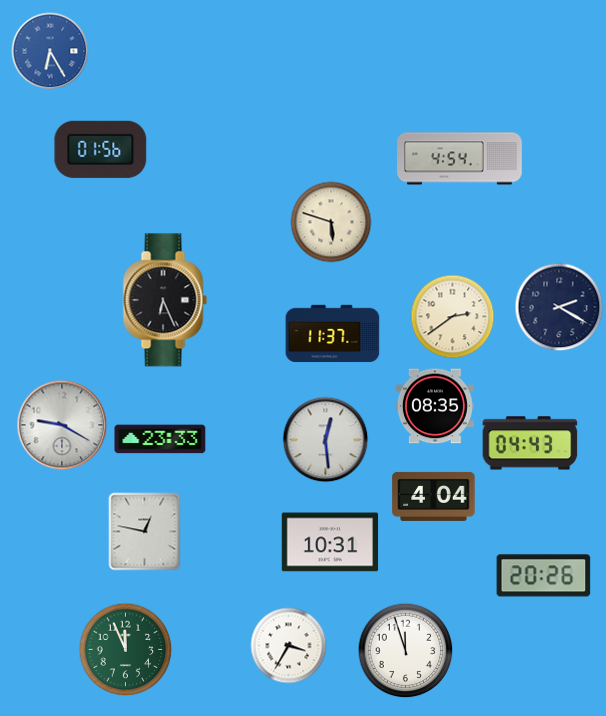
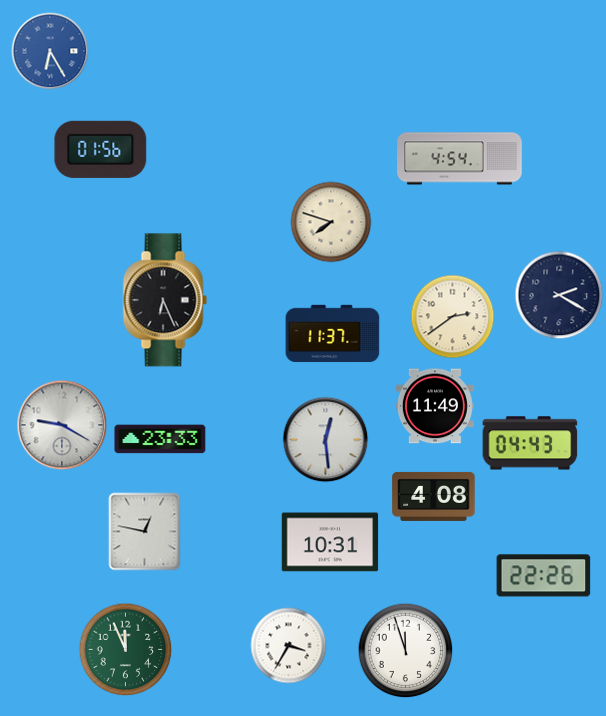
clock at (331, 222): 5:48 -> 7:48
clock at (559, 307) position: (559, 307) -> (559, 295)
clock at (435, 406): 08:35 -> 11:49
clock at (434, 496): 4:04 -> 4:08
clock at (544, 576): 20:26 -> 22:26
